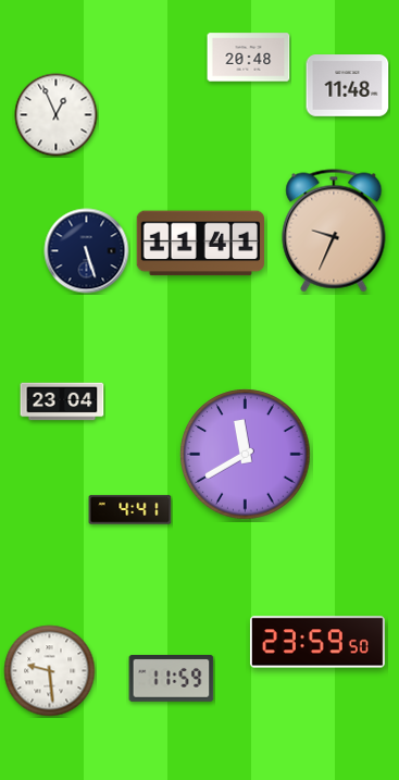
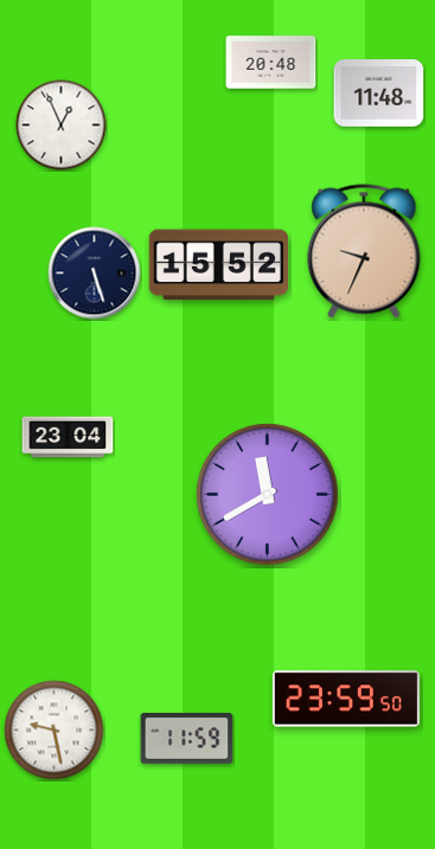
clock at (200, 244): 11:41 -> 15:52
clock at (130, 510): 4:41 -> none
clock at (50, 671): 9:29 -> 9:28
